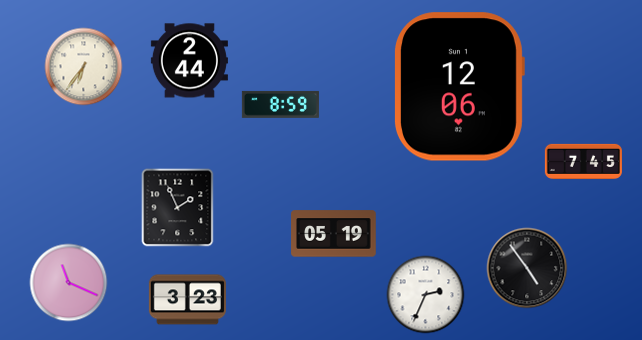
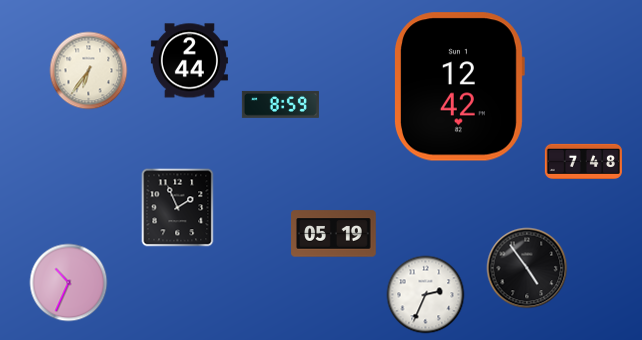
clock at (83, 66) position: (83, 66) -> (88, 70)
clock at (459, 87): 12:06 -> 12:42
clock at (583, 161): 7:45 -> 7:48
clock at (68, 282): 11:19 -> 10:34
clock at (187, 300): 3:23 -> none
